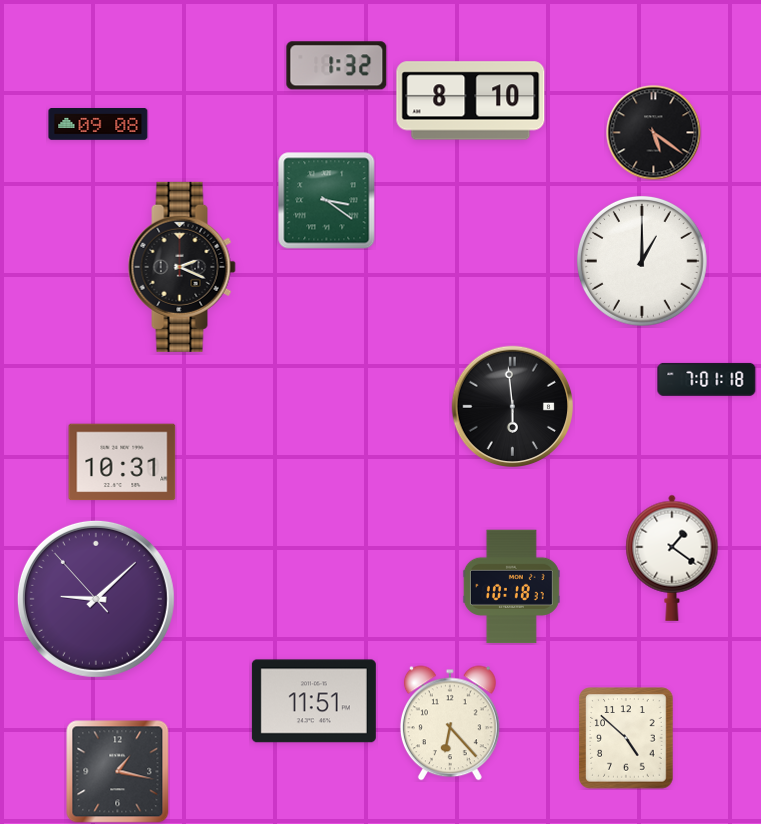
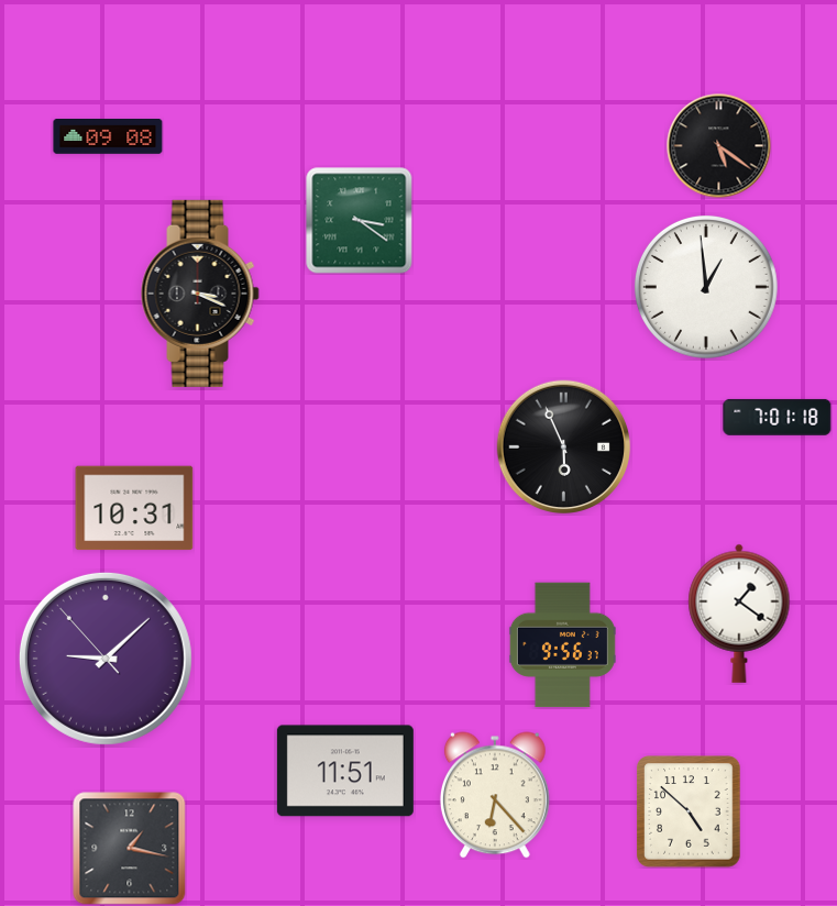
clock at (337, 66): 1:32 -> none
clock at (471, 101): 8:10 -> none
clock at (642, 261): 1:00 -> 12:59
clock at (182, 267): 2:19 -> 3:19
clock at (513, 407): 5:59 -> 5:56
clock at (511, 587): 10:18 -> 9:56
